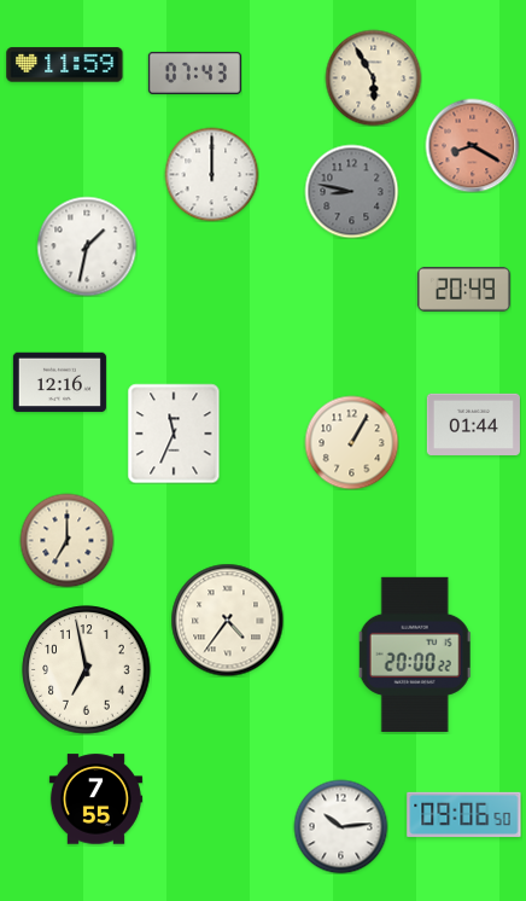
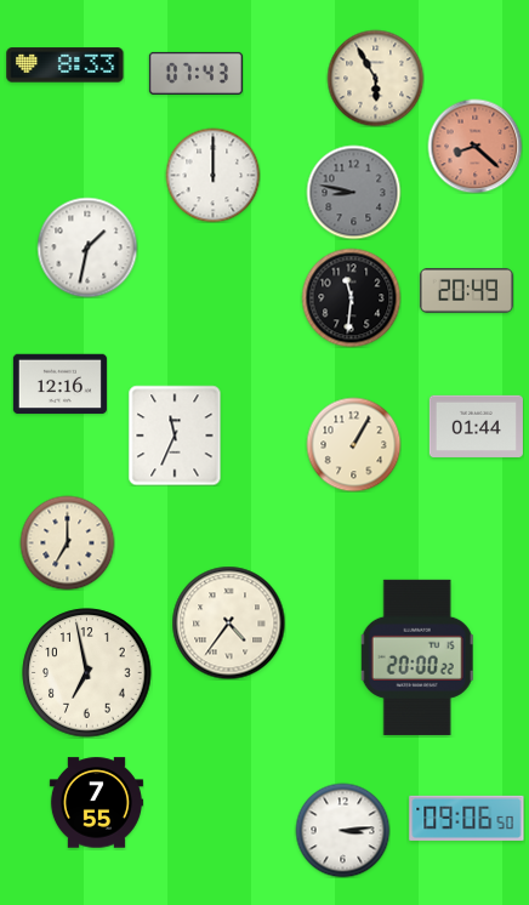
clock at (65, 65): 11:59 -> 8:33
clock at (472, 145): 8:20 -> 8:22
clock at (351, 297): none -> 11:31
clock at (340, 826): 10:14 -> 3:14
